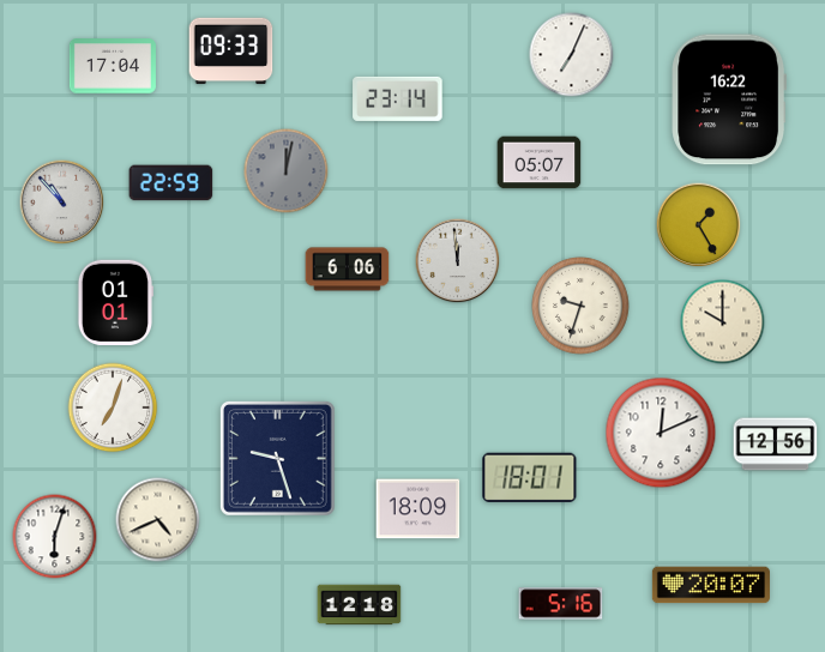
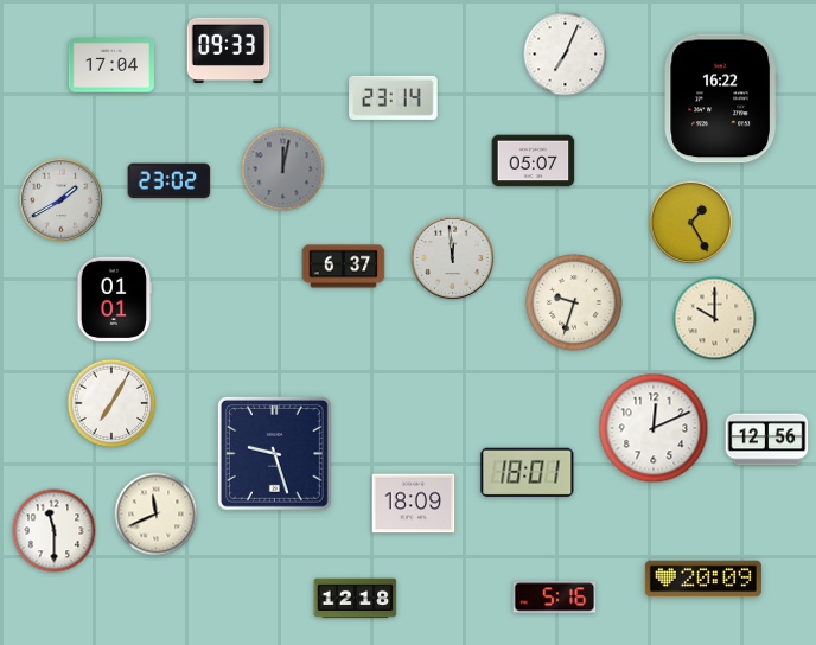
clock at (171, 183): 22:59 -> 23:02
clock at (62, 203): 10:53 -> 1:40
clock at (348, 270): 6:06 -> 6:37
clock at (113, 407): 7:03 -> 7:05
clock at (530, 478) position: (530, 478) -> (528, 473)
clock at (158, 520): 4:41 -> 11:41
clock at (55, 537): 6:03 -> 11:30
clock at (711, 585): 20:07 -> 20:09
